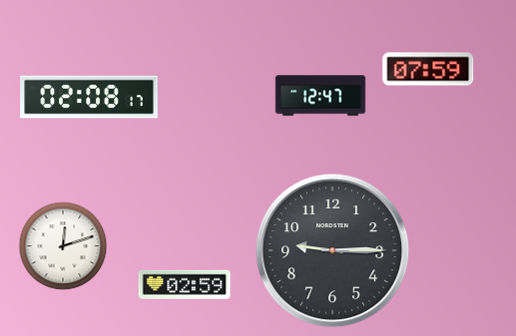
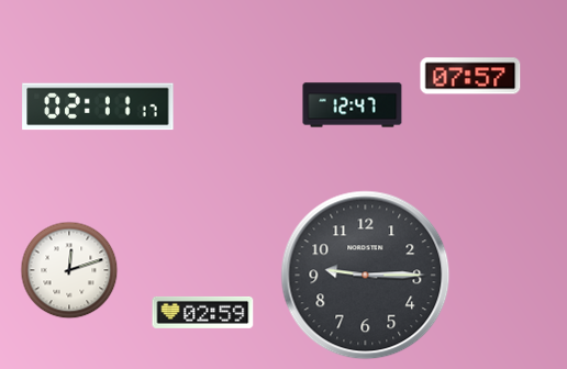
clock at (428, 69): 07:59 -> 07:57
clock at (89, 97): 02:08 -> 02:11
